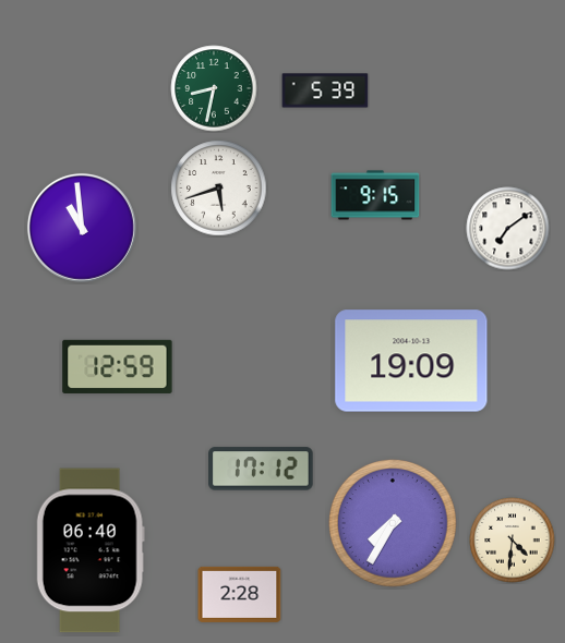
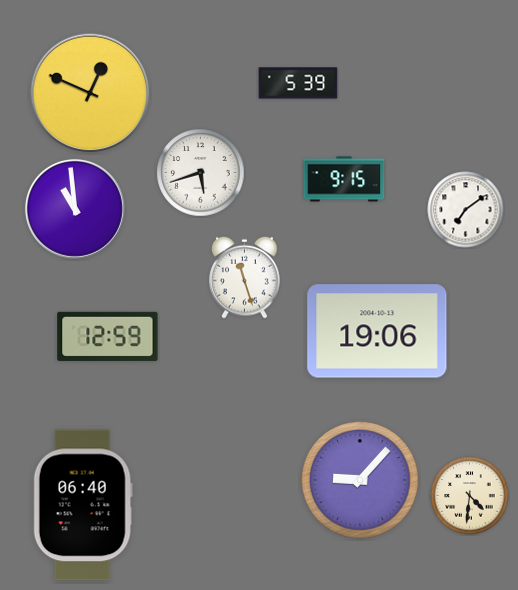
clock at (214, 88): 8:32 -> none
clock at (90, 93): none -> 12:49
clock at (245, 277): none -> 11:27
clock at (411, 361): 19:09 -> 19:06
clock at (261, 469): 17:12 -> none
clock at (394, 524): 7:35 -> 9:07
clock at (240, 594): 2:28 -> none
